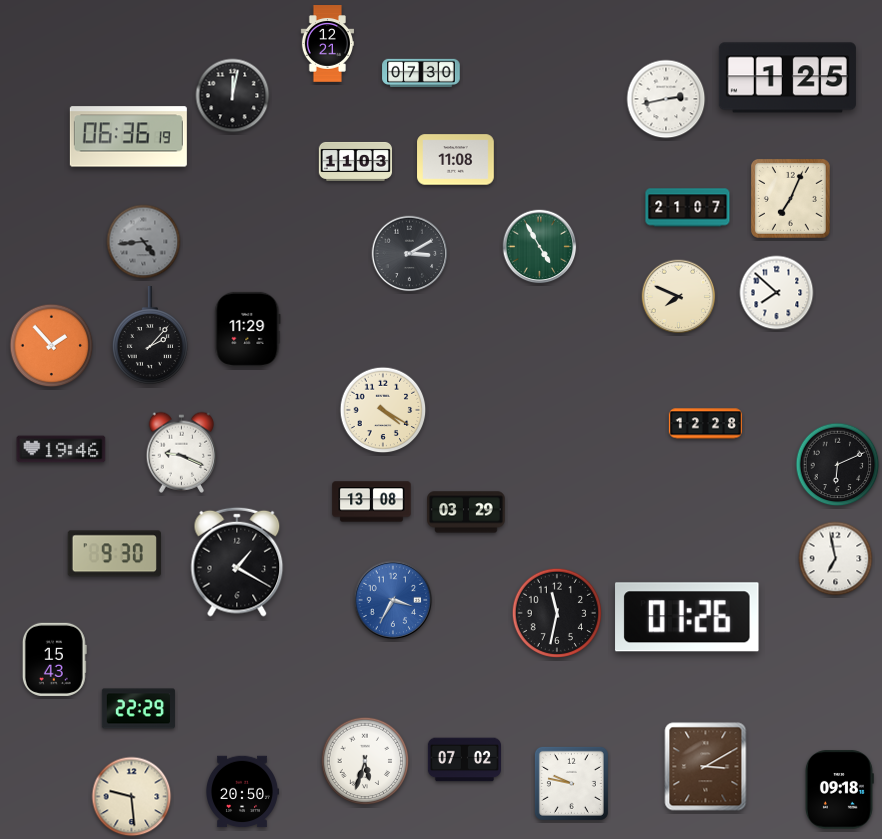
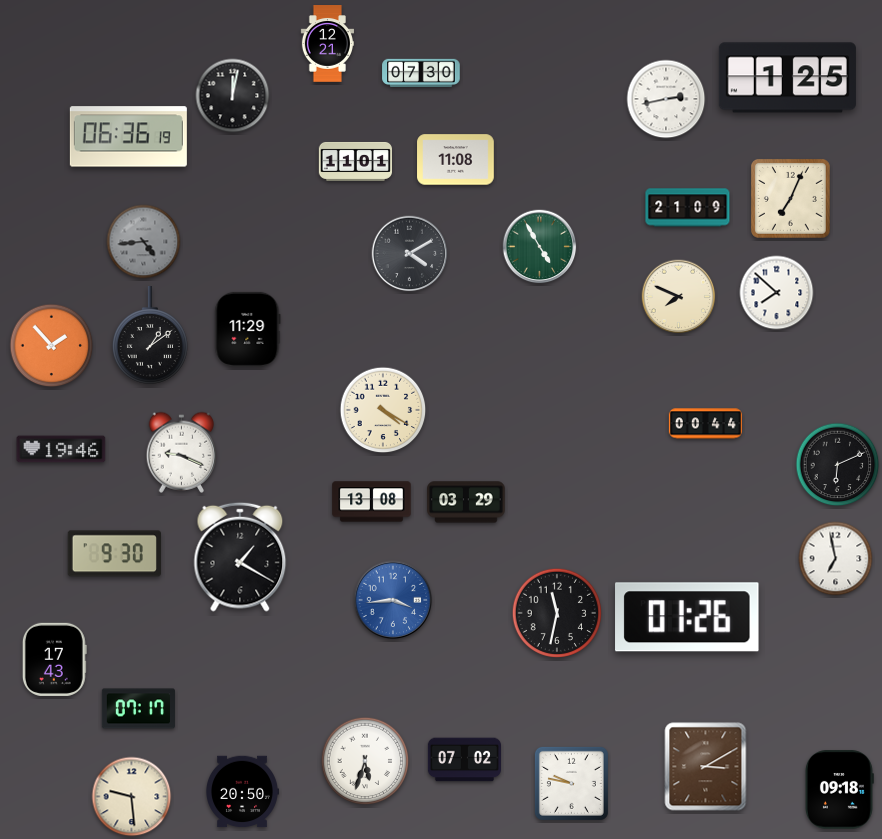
clock at (355, 161): 11:03 -> 11:01
clock at (688, 208): 21:07 -> 21:09
clock at (410, 254): 3:10 -> 4:10
clock at (150, 336): 2:07 -> 1:09
clock at (705, 424): 12:28 -> 00:44
clock at (466, 512) position: (466, 512) -> (466, 502)
clock at (237, 562) position: (237, 562) -> (240, 557)
clock at (393, 600): 3:35 -> 3:44
clock at (54, 659): 15:43 -> 17:43
clock at (138, 709): 22:29 -> 07:17
